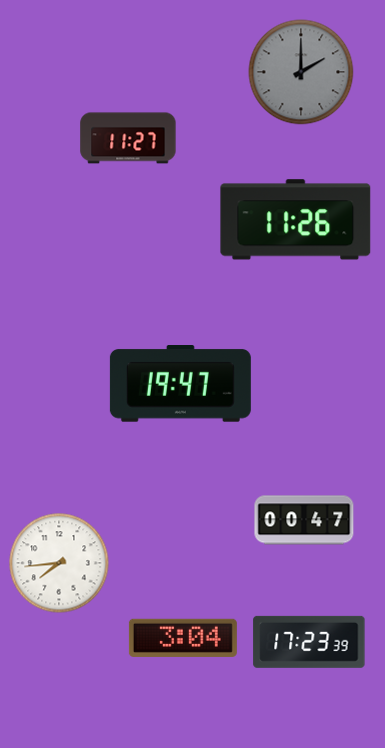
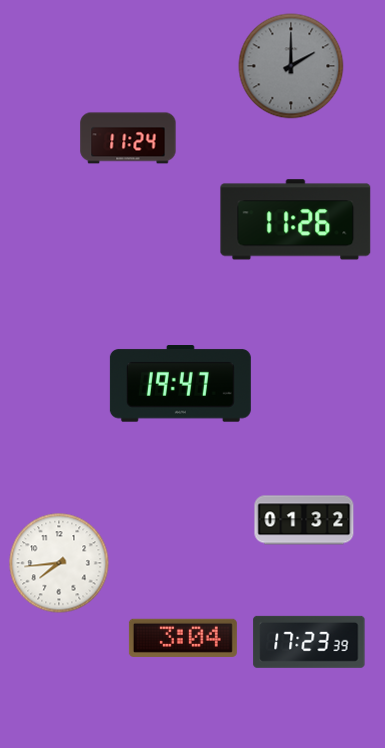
clock at (301, 72) position: (301, 72) -> (291, 66)
clock at (128, 138): 11:27 -> 11:24
clock at (304, 520): 00:47 -> 01:32
